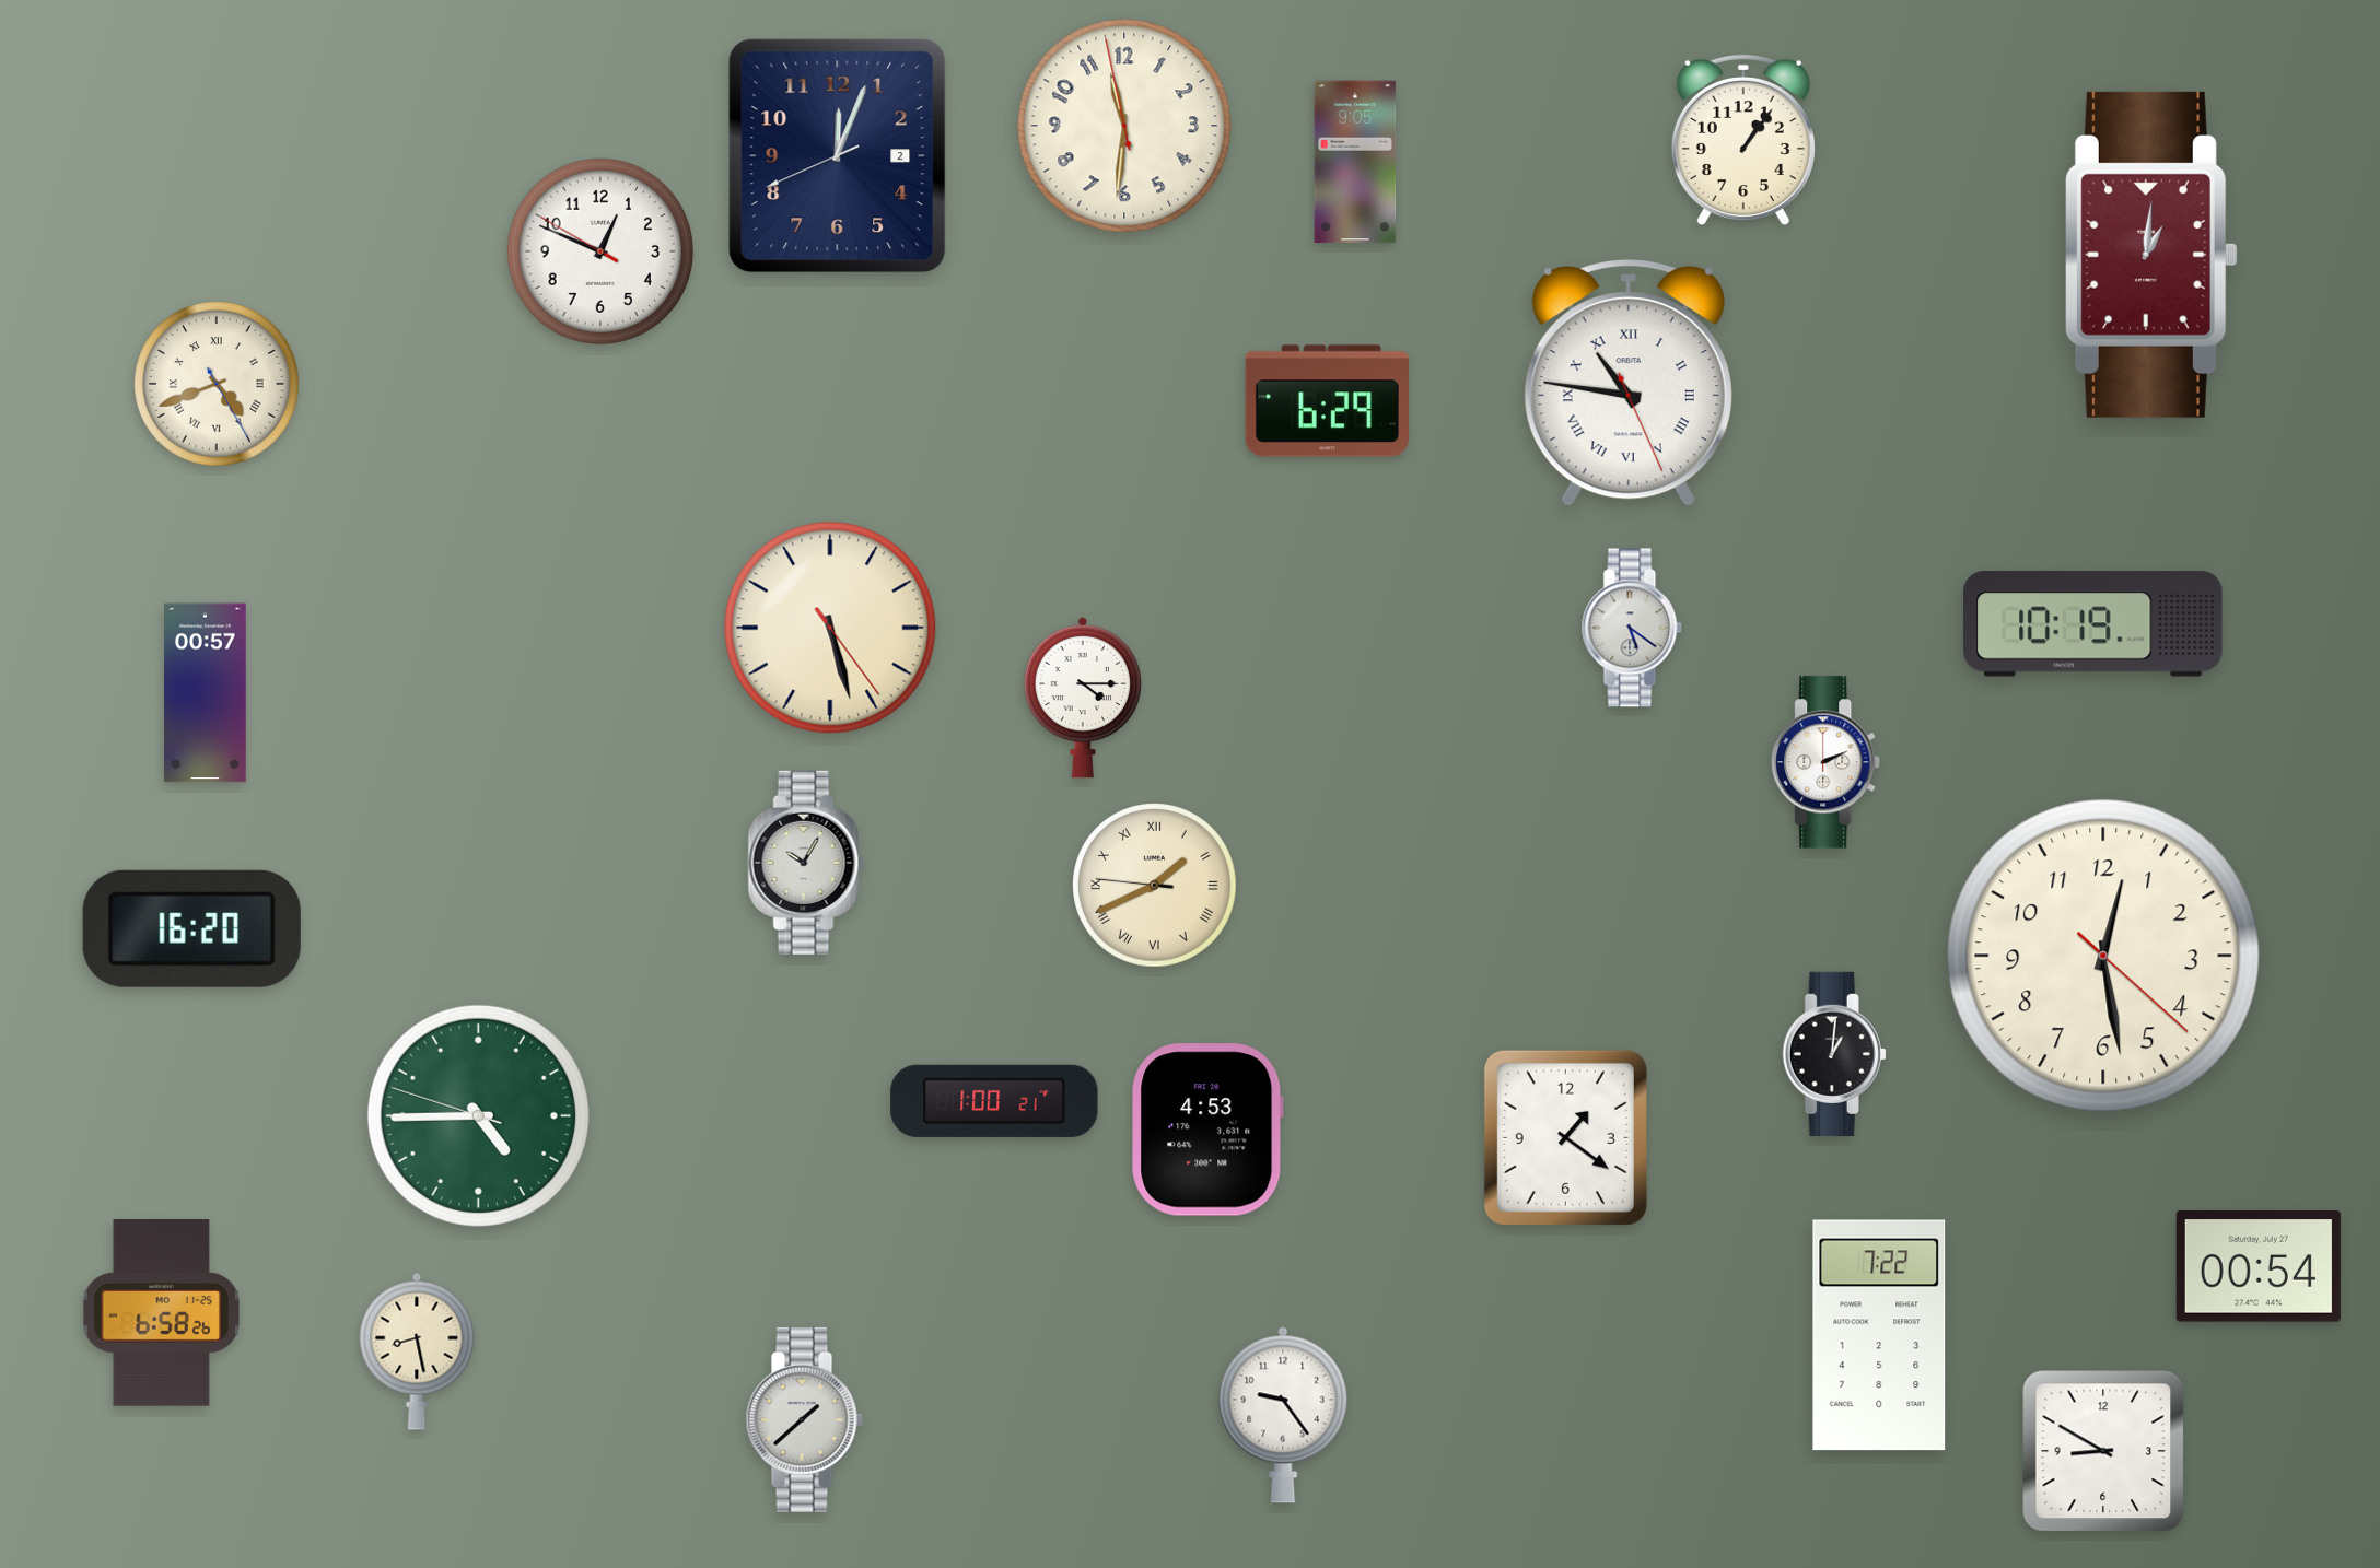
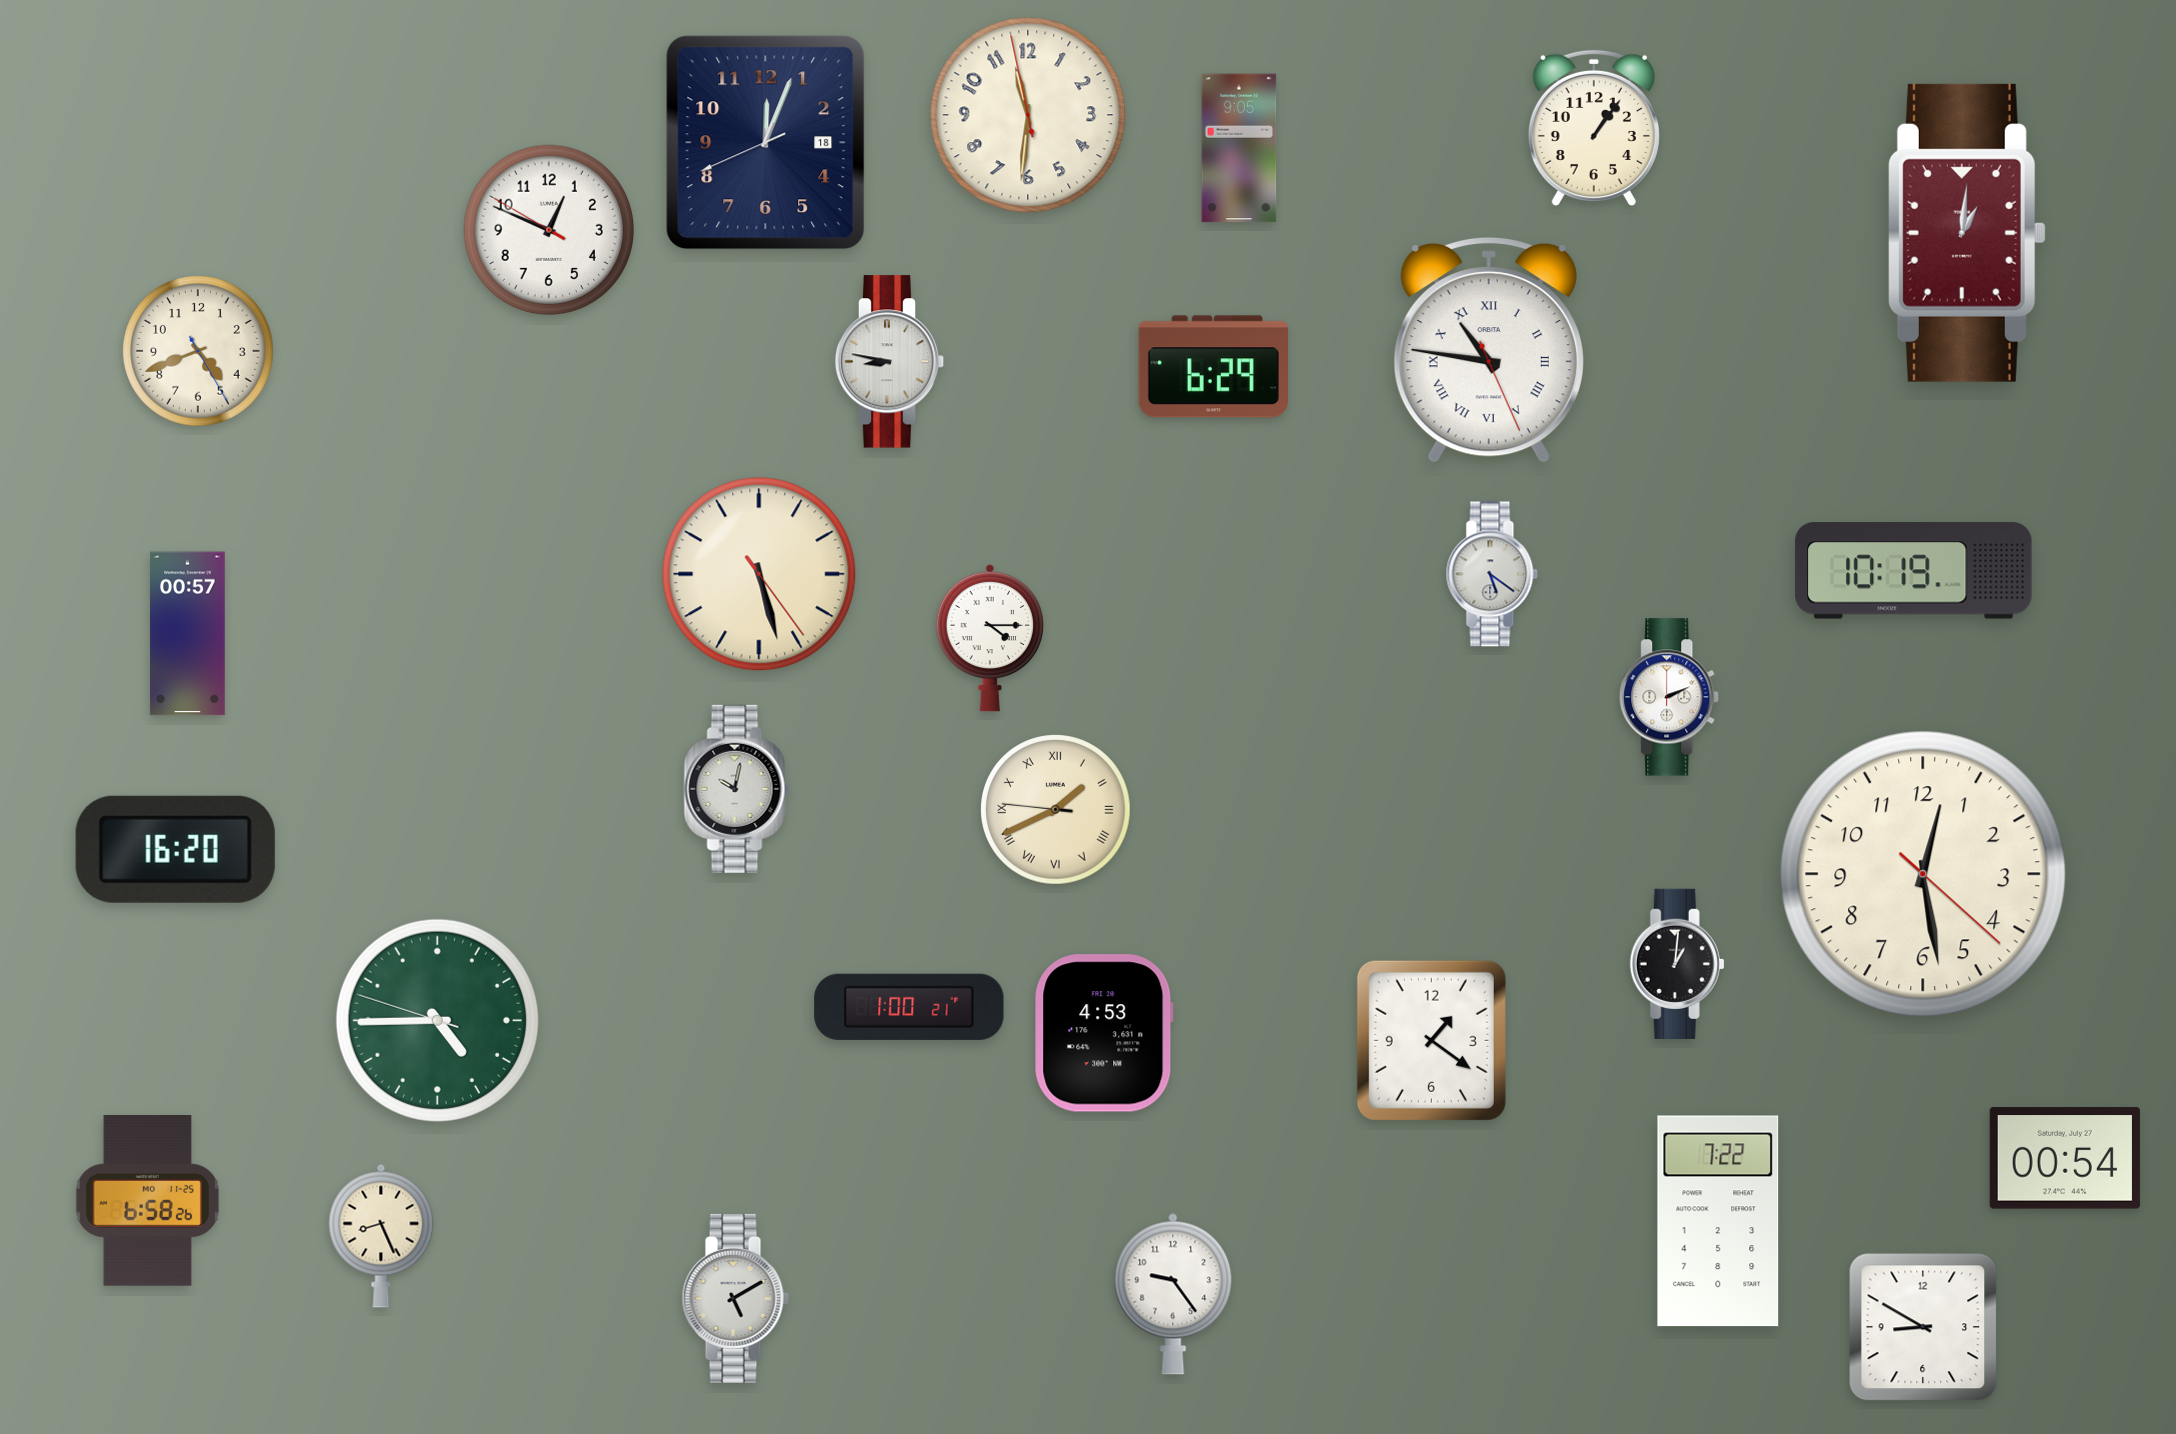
clock at (838, 156) date: 2 -> 18
clock at (217, 384) numerals: Roman -> Arabic
clock at (890, 362): none -> 8:47
clock at (806, 863): 10:05 -> 10:02
clock at (417, 1351): 8:28 -> 8:26
clock at (804, 1419): 1:38 -> 5:10
